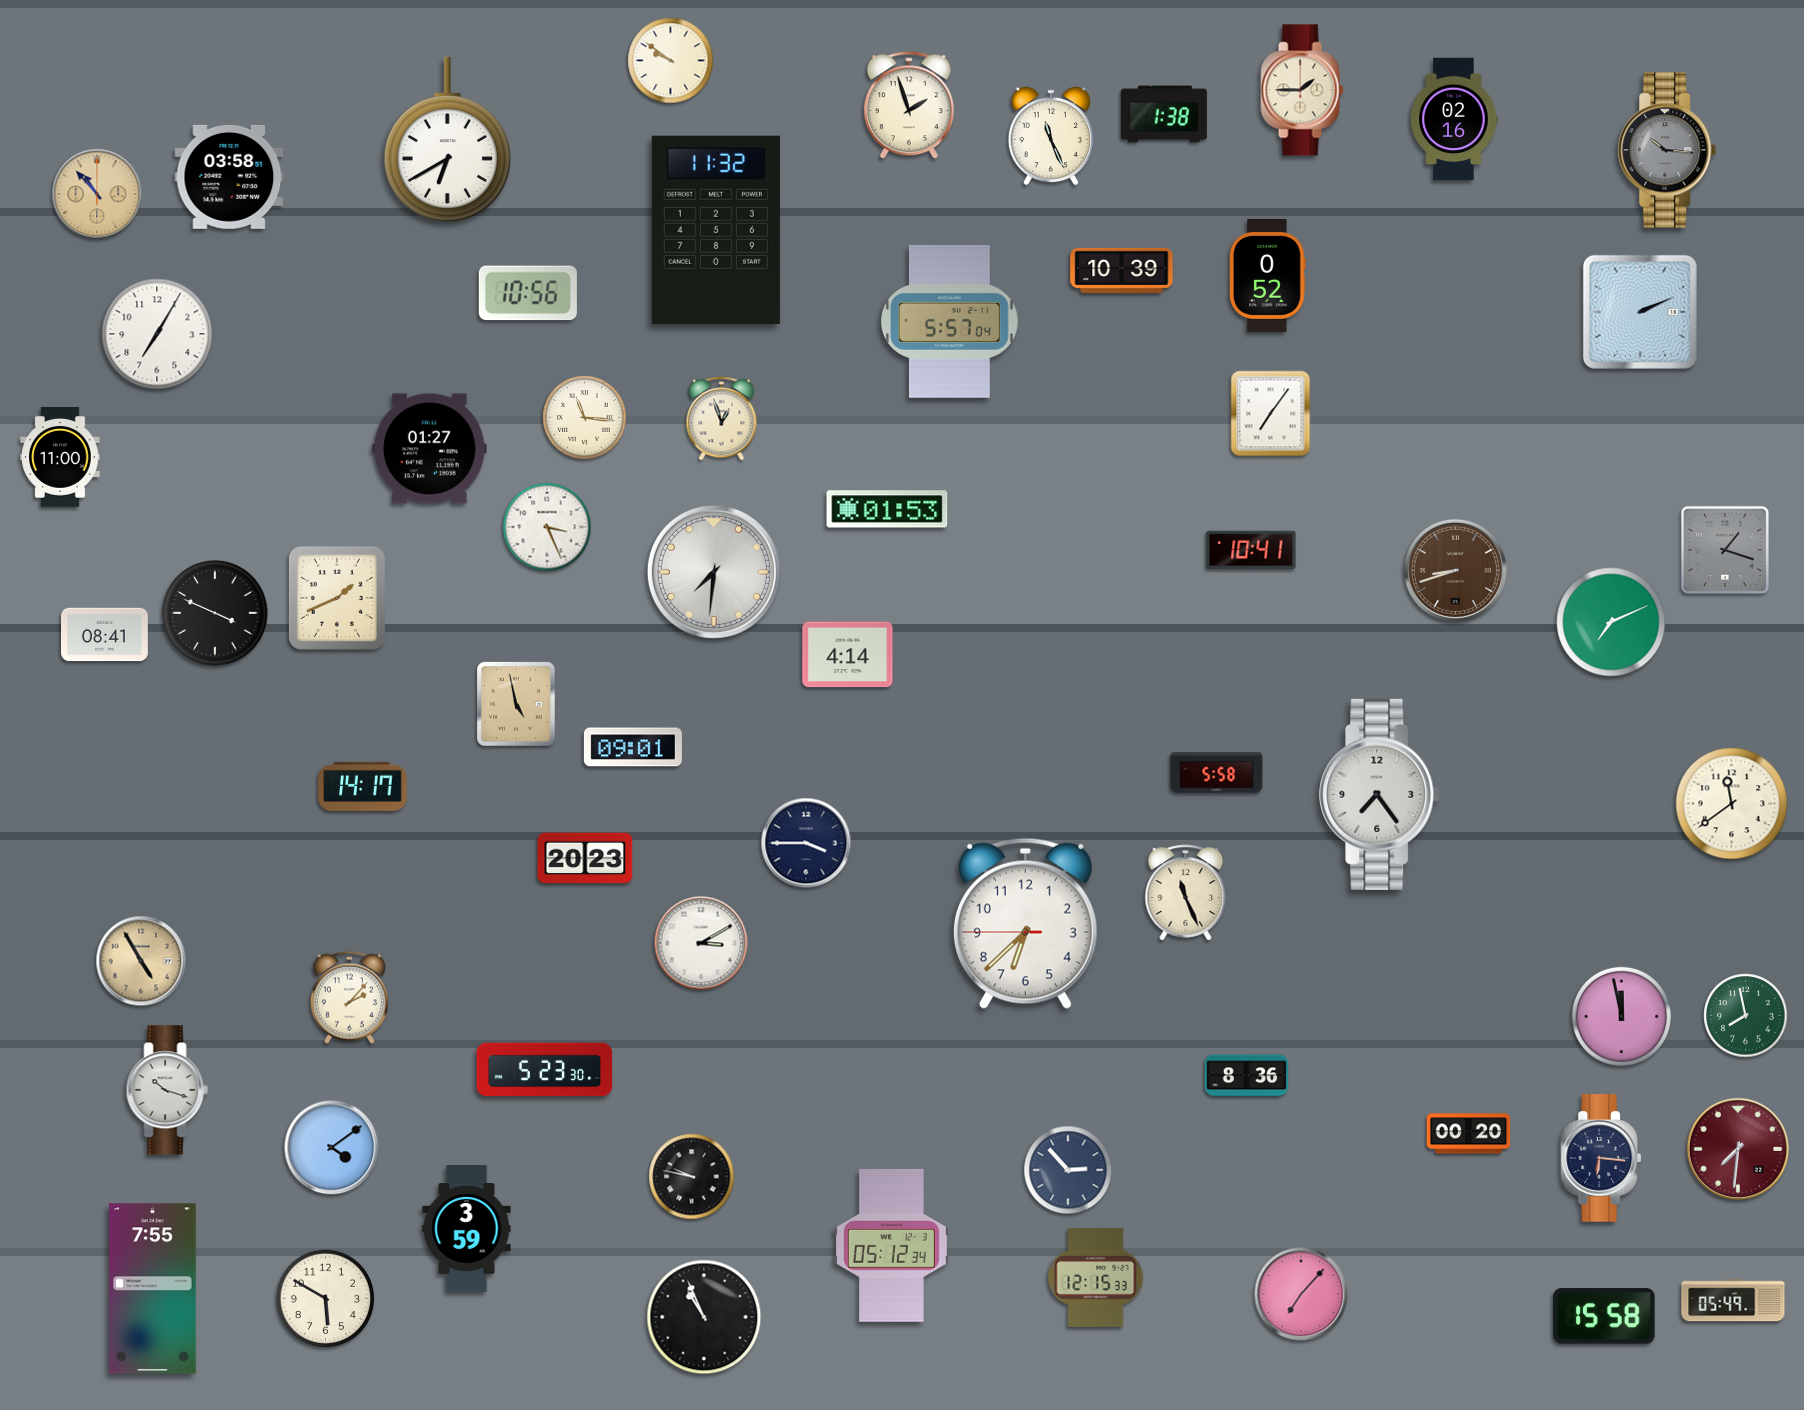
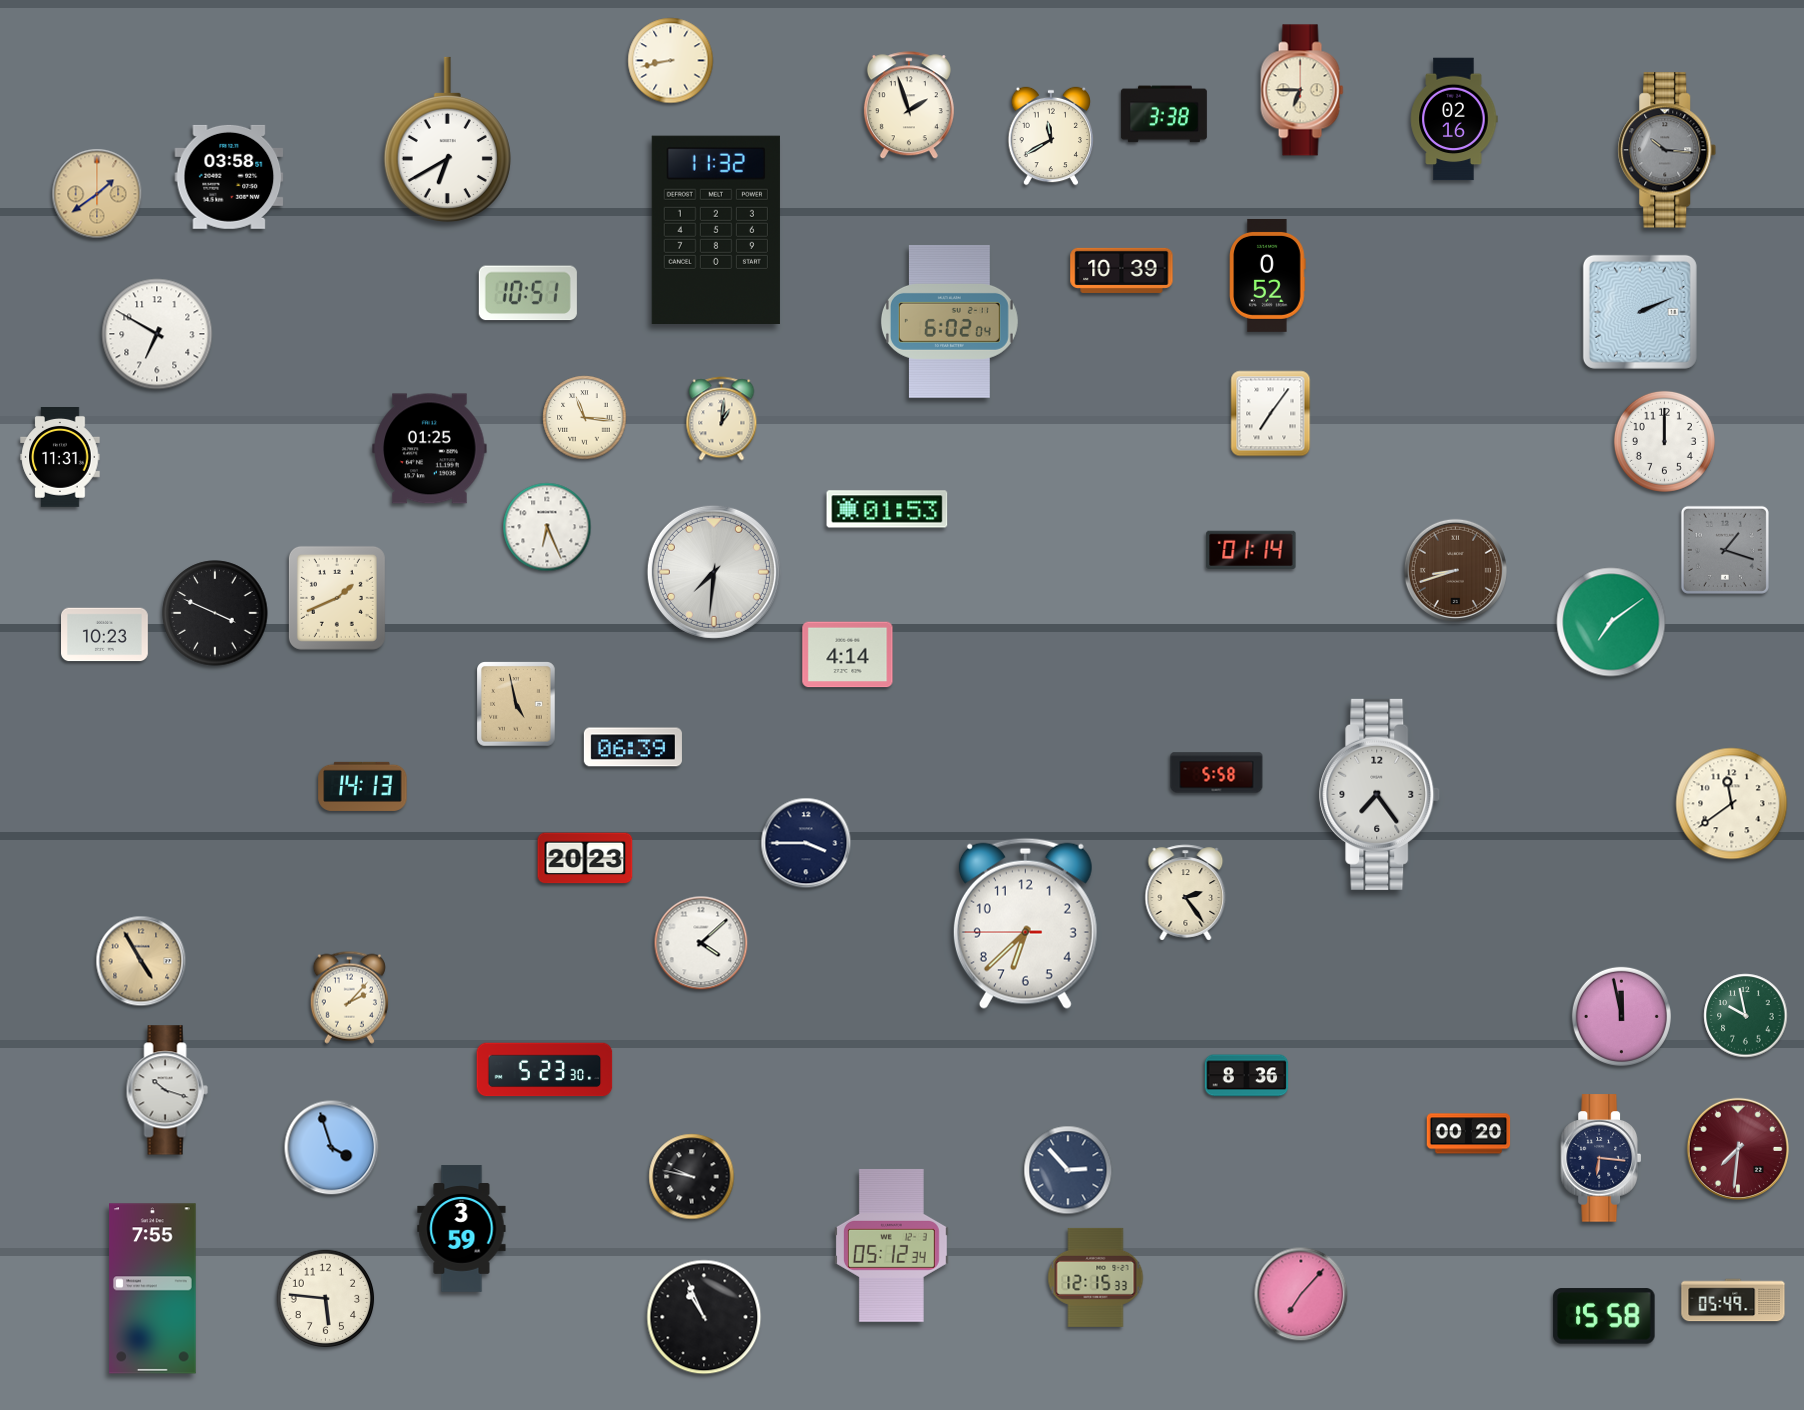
clock at (671, 61): 9:51 -> 8:43
clock at (1302, 90): 1:45 -> 6:45
clock at (1164, 114): 1:38 -> 3:38
clock at (1051, 136): 11:26 -> 11:40
clock at (97, 194): 10:53 -> 1:39
clock at (528, 293): 10:56 -> 10:51
clock at (949, 321): 5:57 -> 6:02
clock at (157, 334): 7:05 -> 6:50
clock at (722, 419): 12:57 -> 1:01
clock at (1664, 441): none -> 12:00
clock at (430, 449): 01:27 -> 01:25
clock at (60, 458): 11:00 -> 11:31
clock at (547, 527): 3:26 -> 6:26
clock at (1251, 550): 10:41 -> 01:14
clock at (1611, 622): 7:11 -> 7:09
clock at (105, 635): 08:41 -> 10:23
clock at (633, 747): 09:01 -> 06:39
clock at (363, 786): 14:17 -> 14:13
clock at (1186, 893): 11:26 -> 2:24
clock at (701, 943): 3:10 -> 4:08
clock at (1746, 1016): 7:58 -> 9:58
clock at (332, 1148): 4:09 -> 3:57
clock at (467, 1229) position: (467, 1229) -> (462, 1229)
clock at (326, 1299): 5:50 -> 5:46
